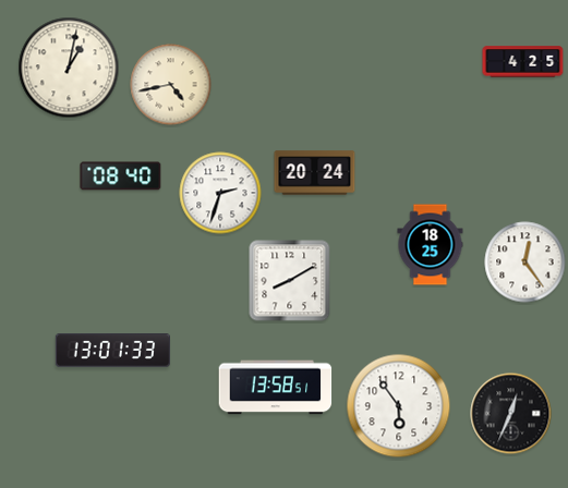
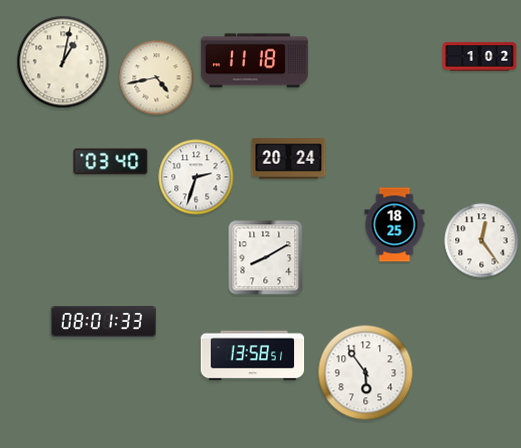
clock at (523, 62): 4:25 -> 1:02
clock at (254, 61): none -> 11:18
clock at (121, 176): 08:40 -> 03:40
clock at (220, 193) position: (220, 193) -> (196, 177)
clock at (112, 351): 13:01 -> 08:01
clock at (511, 414): 12:34 -> none
